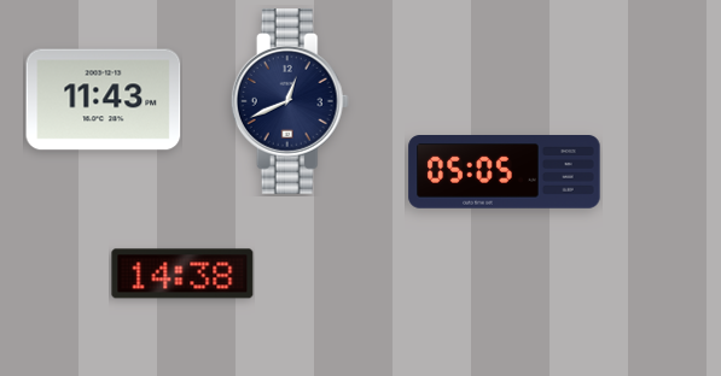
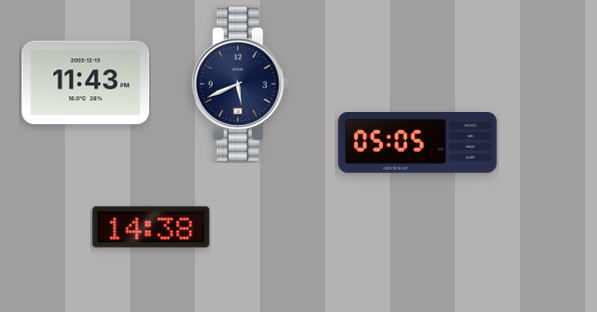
clock at (290, 102): 12:41 -> 5:41
